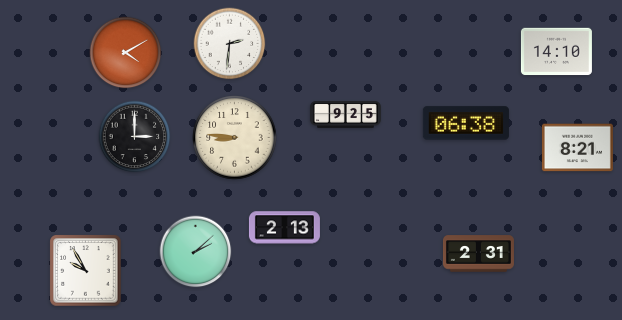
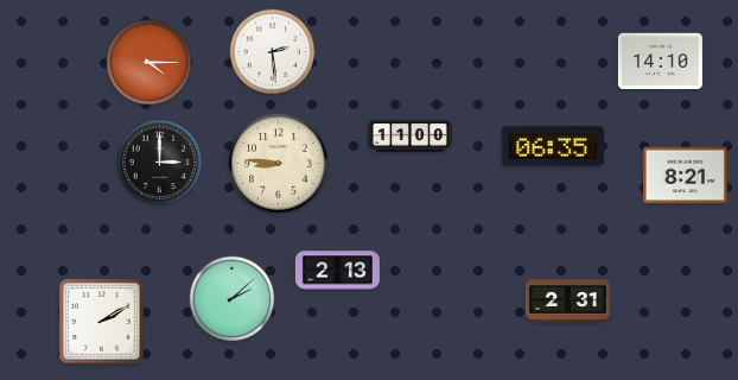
clock at (230, 44): 2:31 -> 2:29
clock at (126, 53): 4:10 -> 4:15
clock at (345, 114): 9:25 -> 11:00
clock at (466, 123): 06:38 -> 06:35
clock at (86, 271): 9:55 -> 2:10
